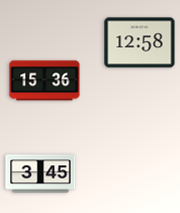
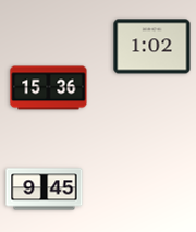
clock at (140, 43): 12:58 -> 1:02
clock at (41, 174): 3:45 -> 9:45
